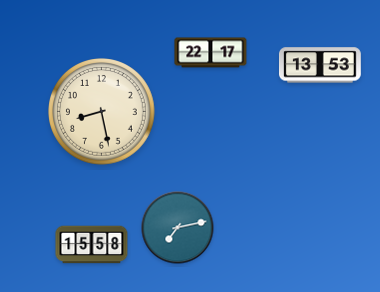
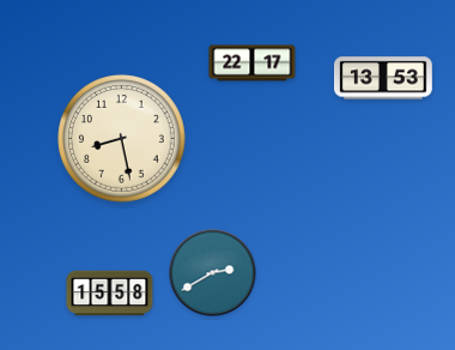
clock at (102, 112) position: (102, 112) -> (122, 139)
clock at (178, 228): 7:13 -> 2:40
